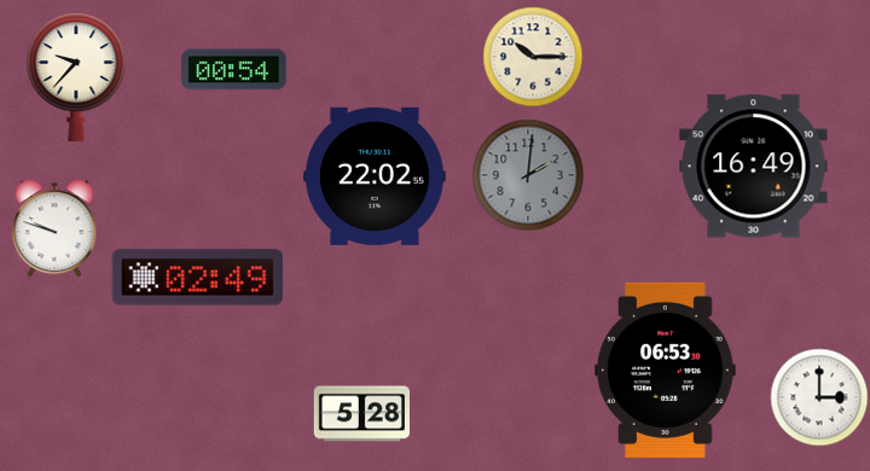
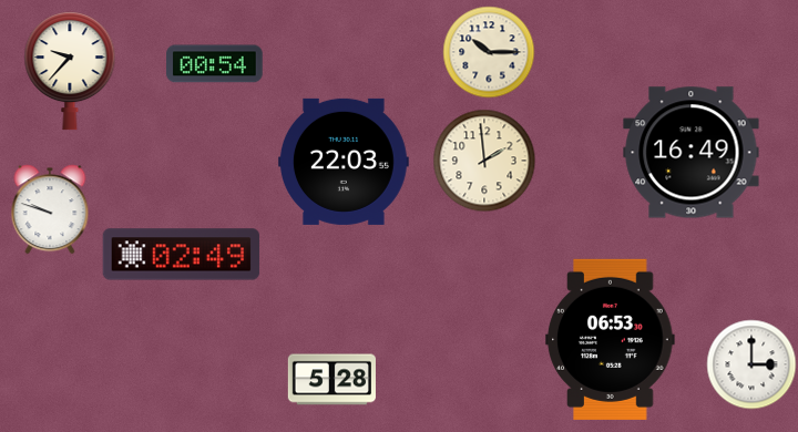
clock at (528, 175): 2:01 -> 1:59
clock at (528, 175) dial: grey -> cream
clock at (376, 176): 22:02 -> 22:03
